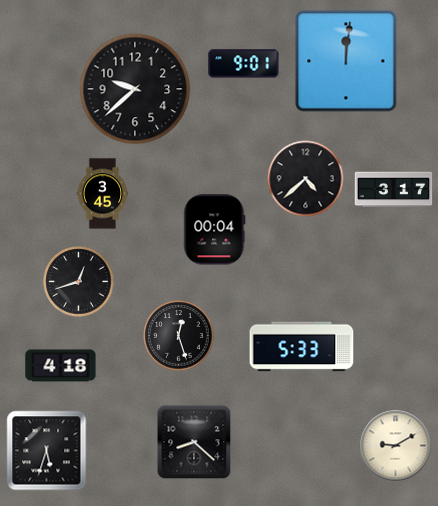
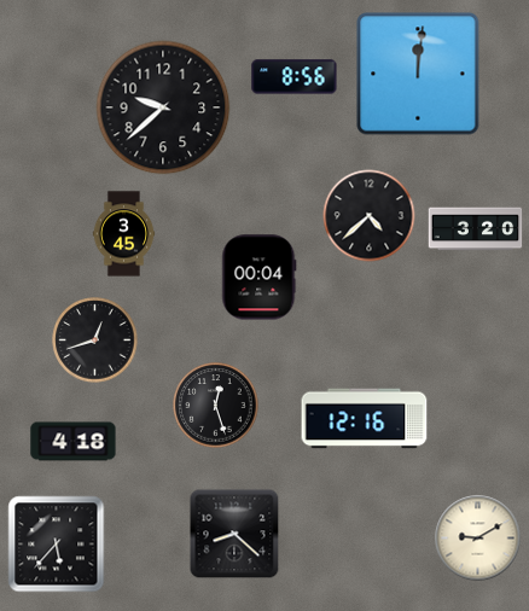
clock at (244, 64): 9:01 -> 8:56
clock at (394, 190): 3:17 -> 3:20
clock at (302, 347): 5:33 -> 12:16
clock at (47, 451): 5:33 -> 5:37
